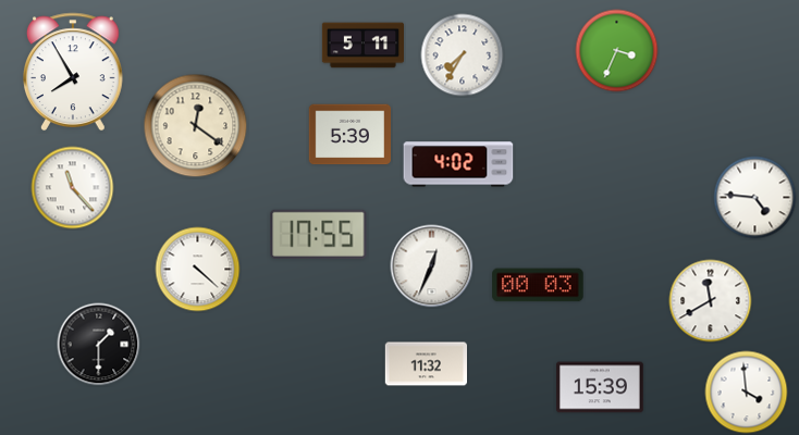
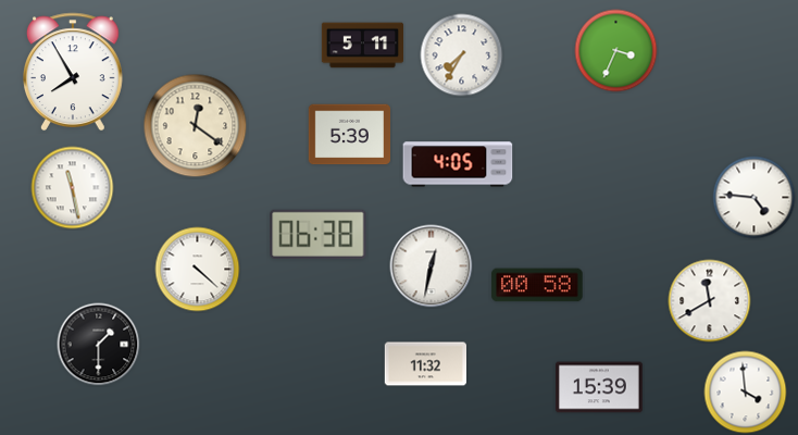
clock at (458, 164): 4:02 -> 4:05
clock at (73, 188): 11:23 -> 11:28
clock at (319, 234): 17:55 -> 06:38
clock at (432, 266): 12:34 -> 12:32
clock at (538, 285): 00:03 -> 00:58
